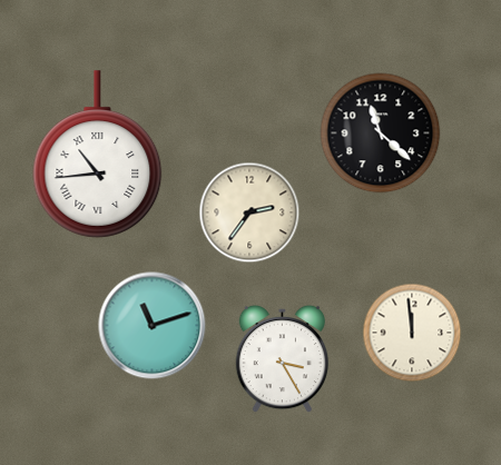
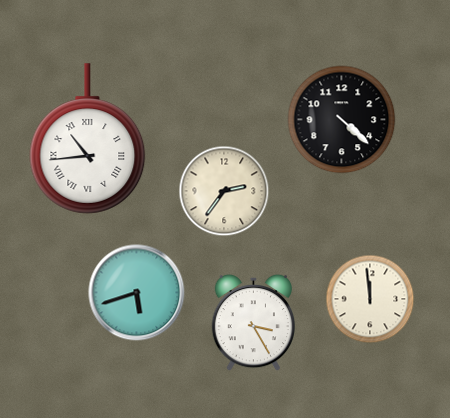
clock at (381, 133): 11:22 -> 4:22
clock at (153, 326): 11:12 -> 5:42
